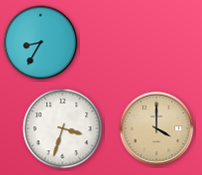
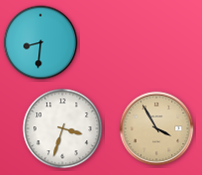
clock at (41, 43): 8:35 -> 8:31
clock at (157, 129): 4:00 -> 3:55
